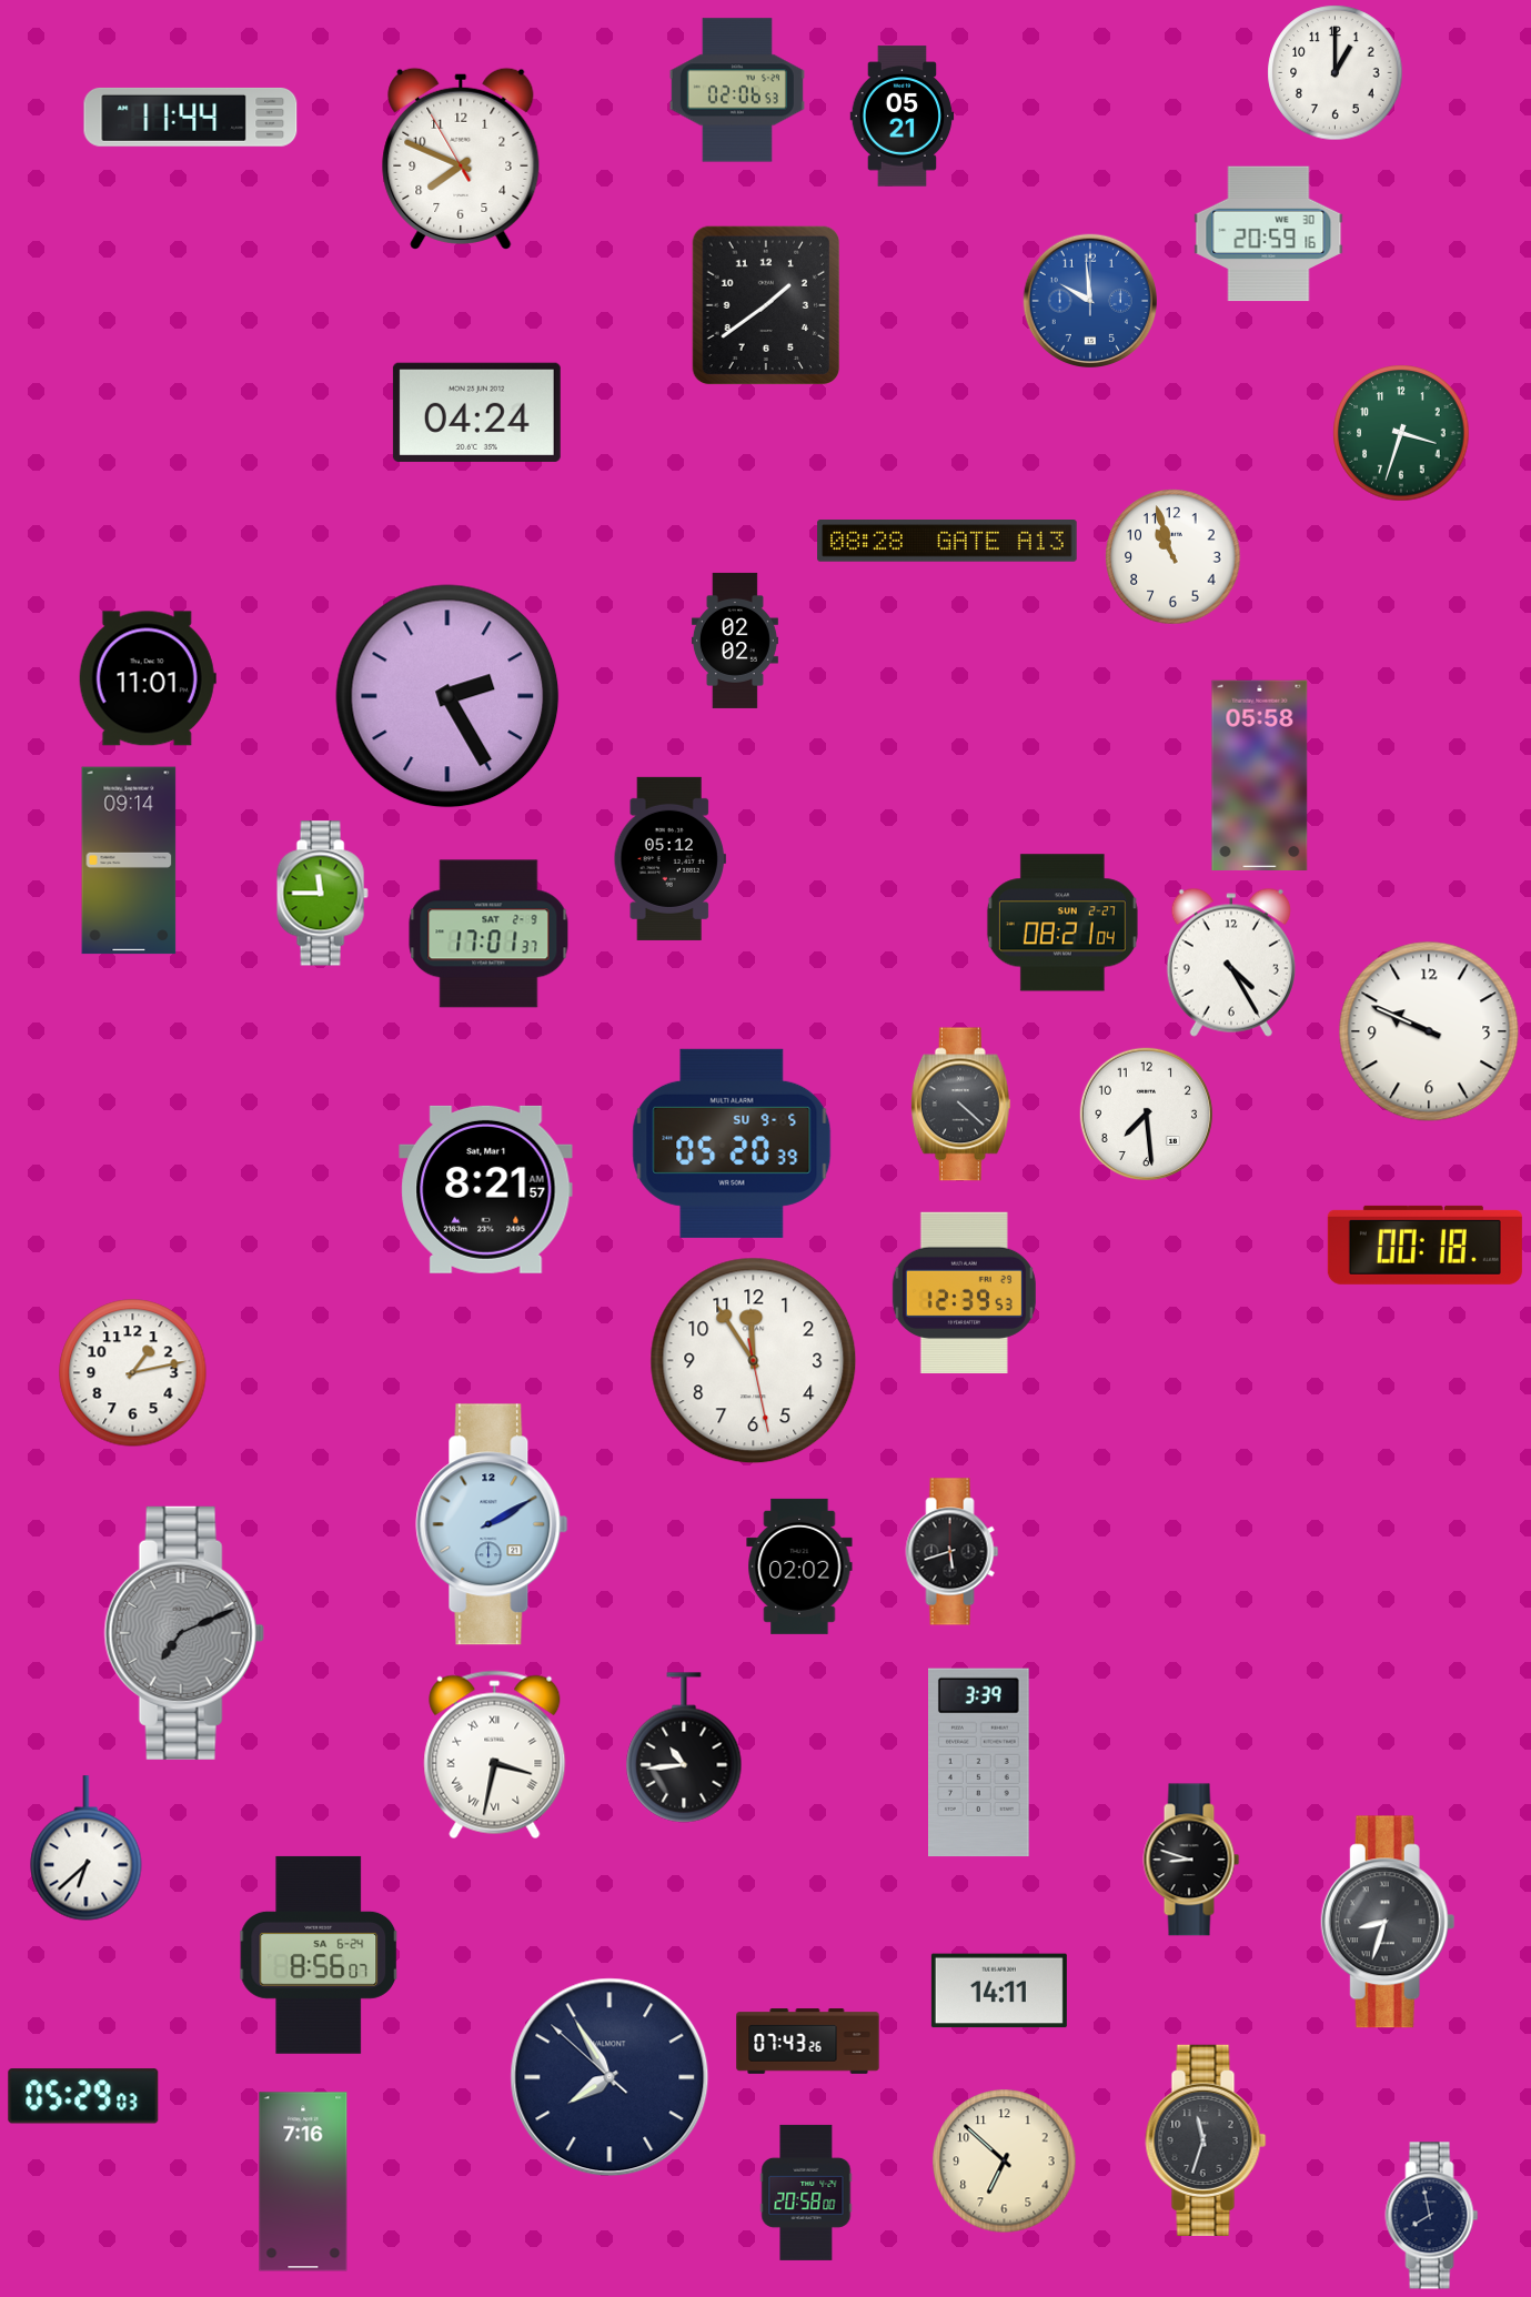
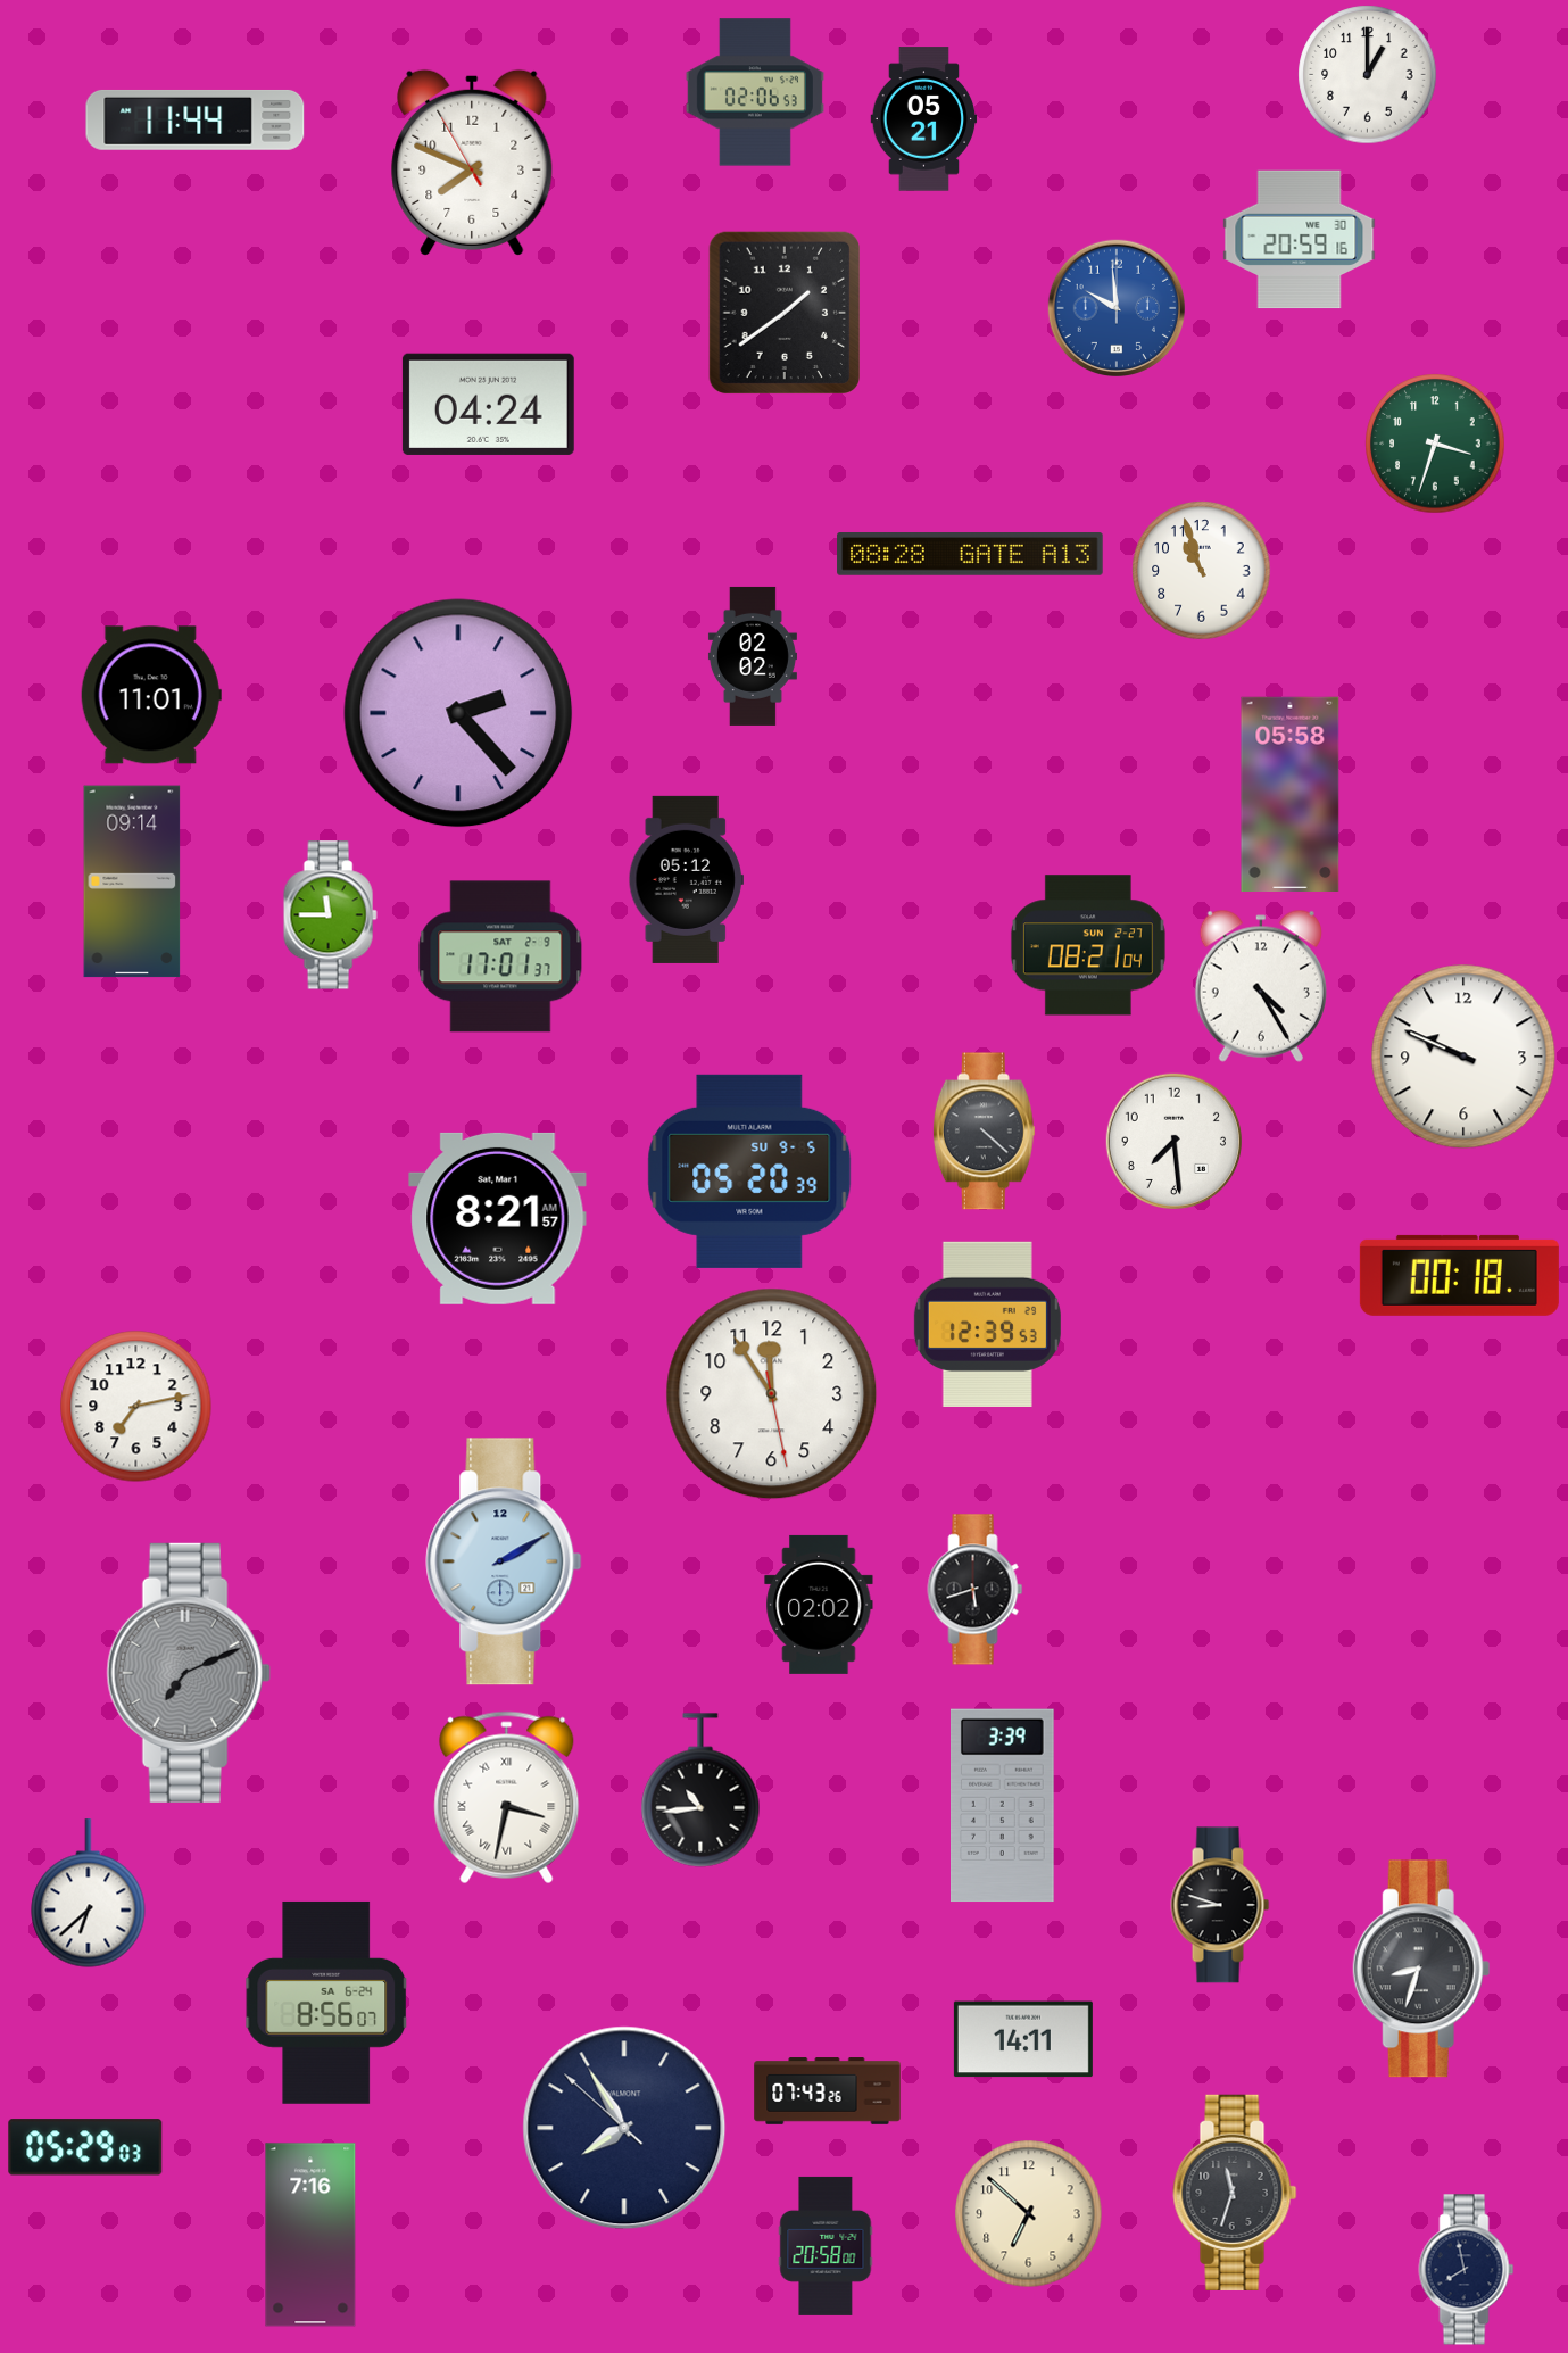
clock at (476, 412) position: (476, 412) -> (488, 404)
clock at (447, 696): 2:25 -> 2:23
clock at (133, 1373): 1:13 -> 7:13
